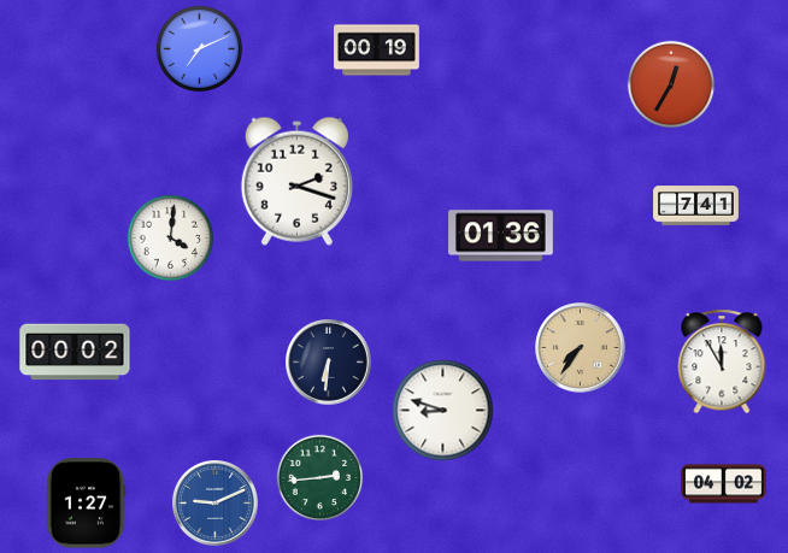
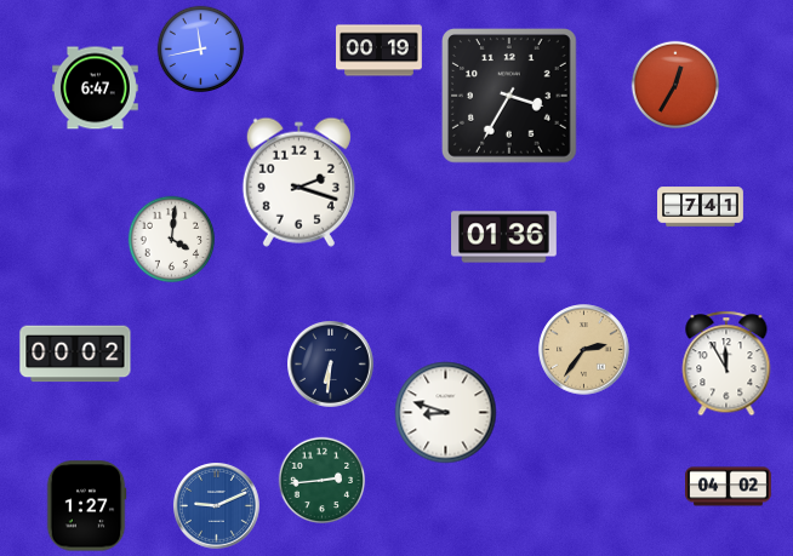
clock at (200, 49): 7:11 -> 11:43
clock at (96, 88): none -> 6:47
clock at (510, 97): none -> 3:35
clock at (581, 348): 7:36 -> 2:36
